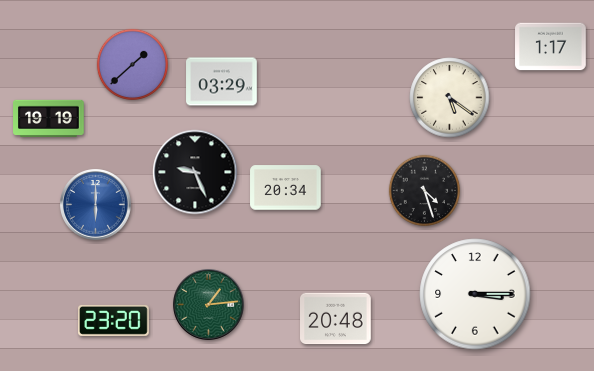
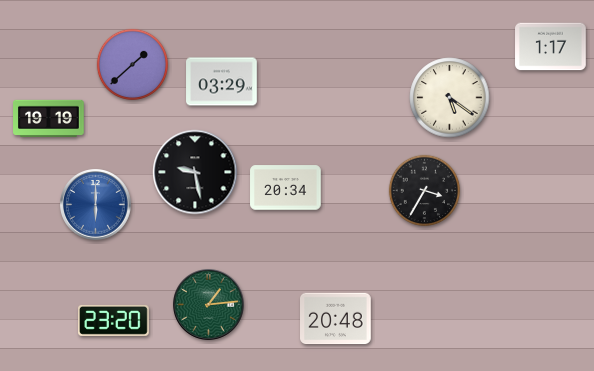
clock at (195, 172): 9:26 -> 9:28
clock at (425, 191): 4:27 -> 3:35
clock at (475, 294): 3:15 -> none
